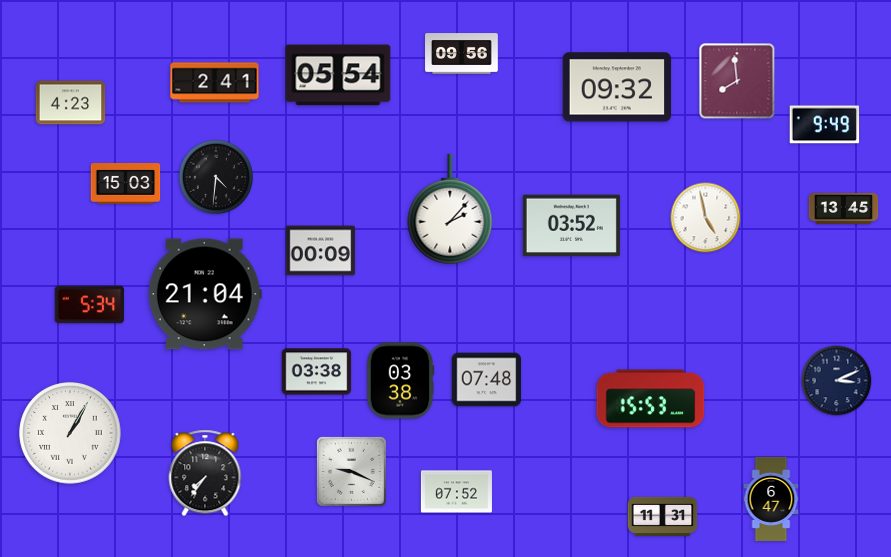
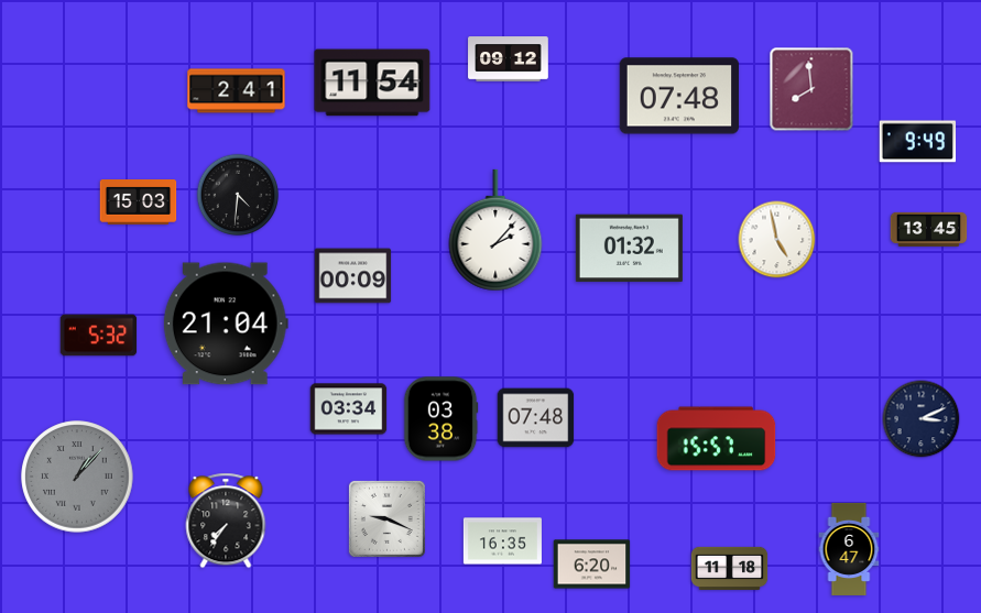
clock at (462, 54): 09:56 -> 09:12
clock at (338, 75): 05:54 -> 11:54
clock at (617, 87): 09:32 -> 07:48
clock at (71, 103): 4:23 -> none
clock at (825, 125) position: (825, 125) -> (918, 142)
clock at (571, 226): 03:52 -> 01:32
clock at (90, 305): 5:34 -> 5:32
clock at (317, 372): 03:38 -> 03:34
clock at (651, 399): 15:53 -> 15:57
clock at (70, 433): 1:05 -> 1:07
clock at (70, 433) dial: white -> grey
clock at (456, 492): 07:52 -> 16:35
clock at (592, 565): none -> 6:20
clock at (663, 516): 11:31 -> 11:18
